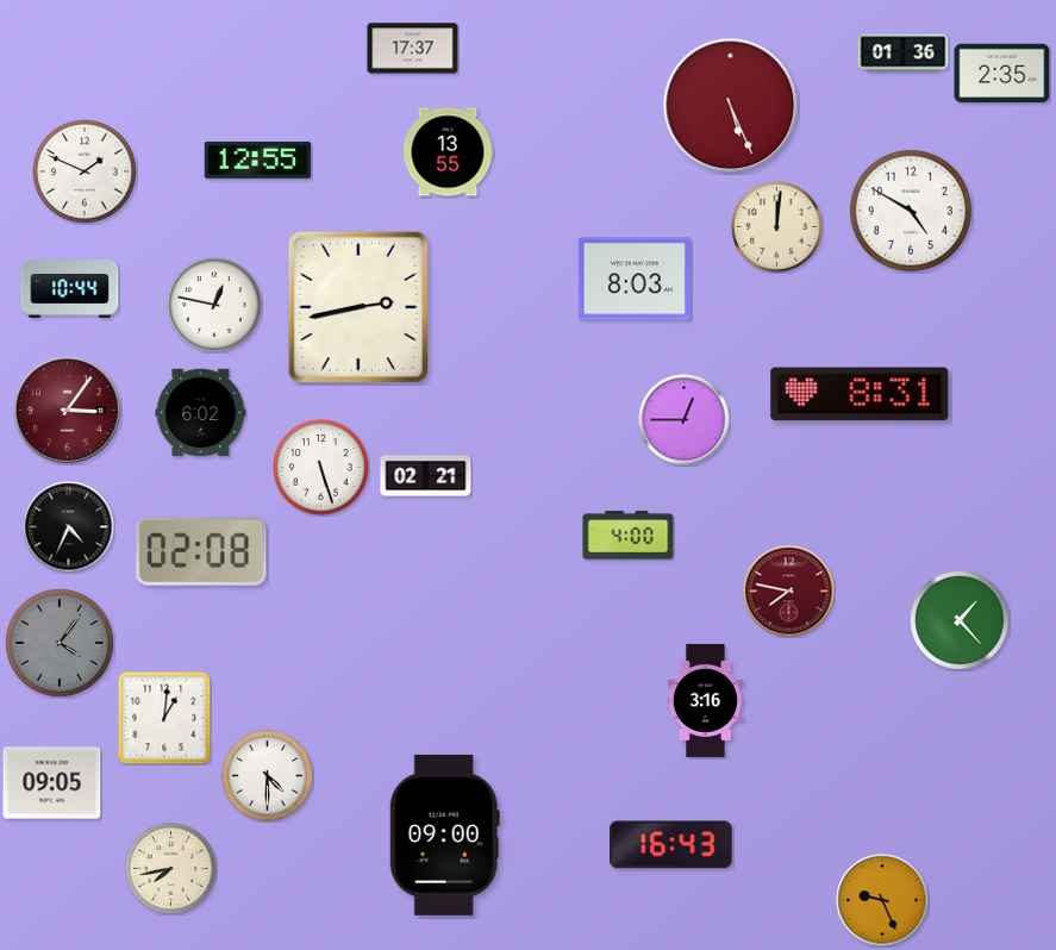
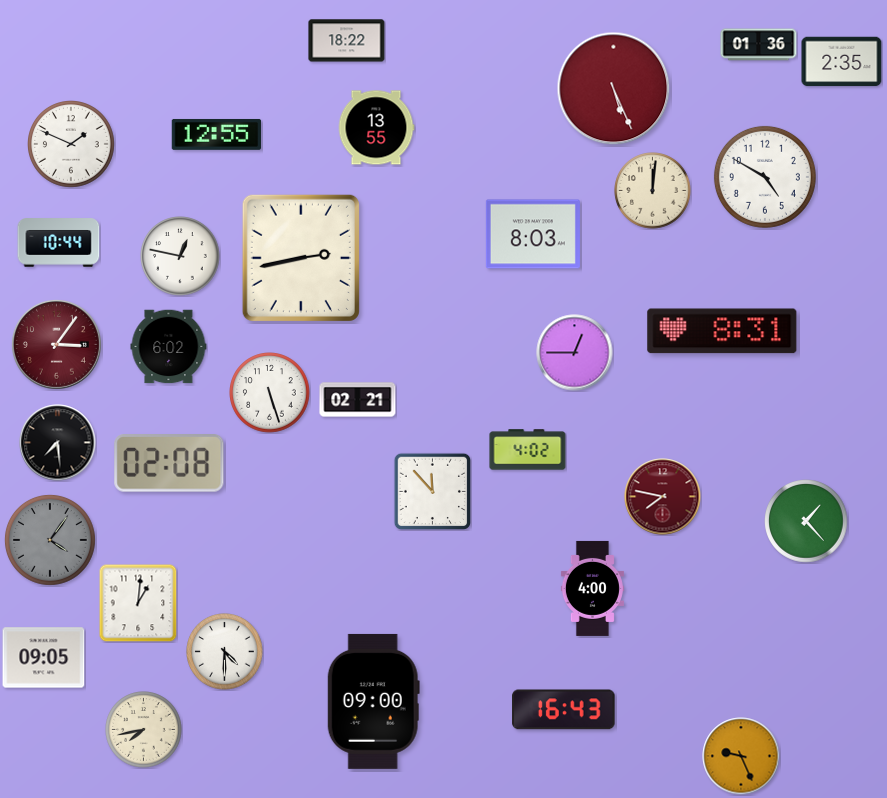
clock at (413, 49): 17:37 -> 18:22
clock at (69, 527): 4:34 -> 7:29
clock at (629, 536): 4:00 -> 4:02
clock at (432, 491): none -> 11:53
clock at (705, 700): 3:16 -> 4:00
